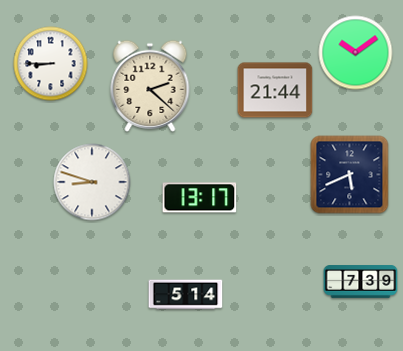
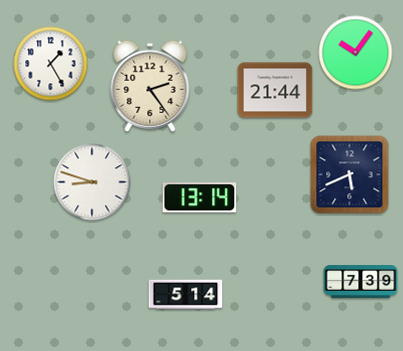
clock at (356, 53): 10:09 -> 10:06
clock at (51, 64): 8:45 -> 1:25
clock at (150, 86): 2:22 -> 2:24
clock at (200, 198): 13:17 -> 13:14
